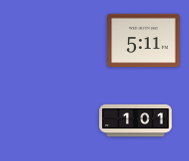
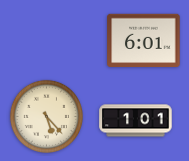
clock at (144, 40): 5:11 -> 6:01
clock at (46, 116): none -> 5:23
